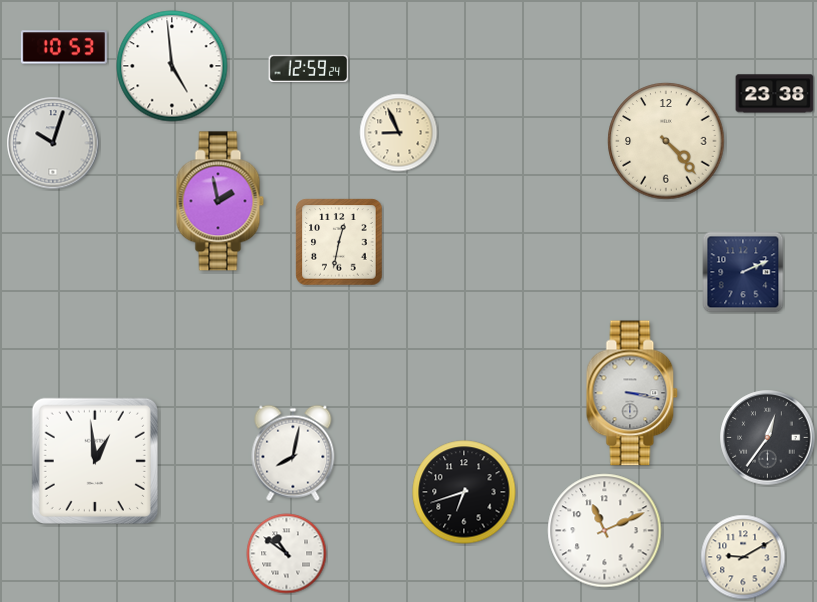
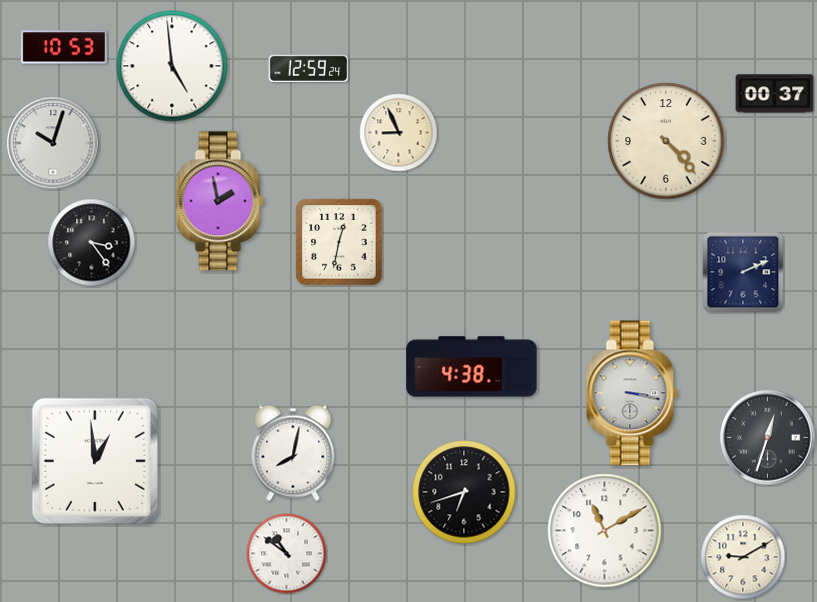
clock at (775, 94): 23:38 -> 00:37
clock at (92, 243): none -> 3:24
clock at (472, 367): none -> 4:38
clock at (768, 438): 12:36 -> 12:33
clock at (605, 531): 11:11 -> 11:10
